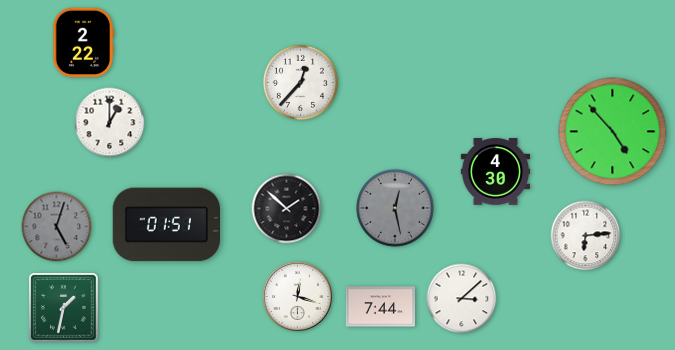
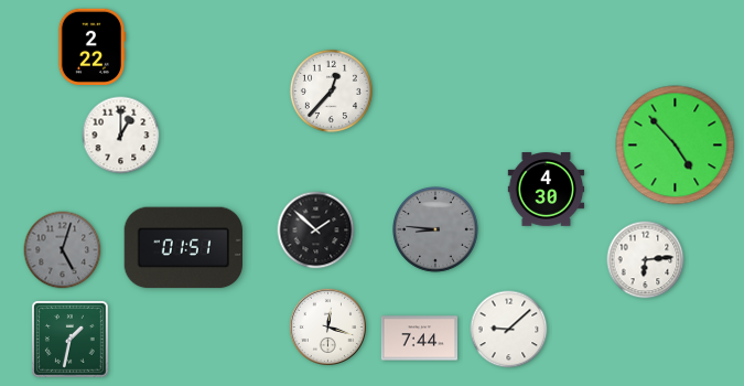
clock at (396, 209): 12:28 -> 8:46
clock at (462, 299): 3:08 -> 9:08
